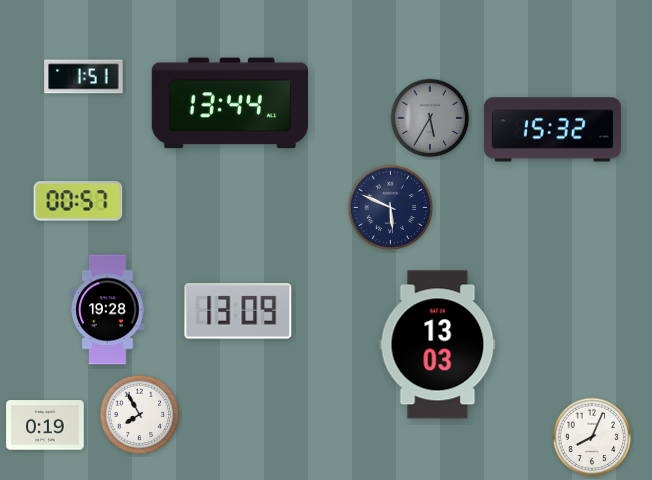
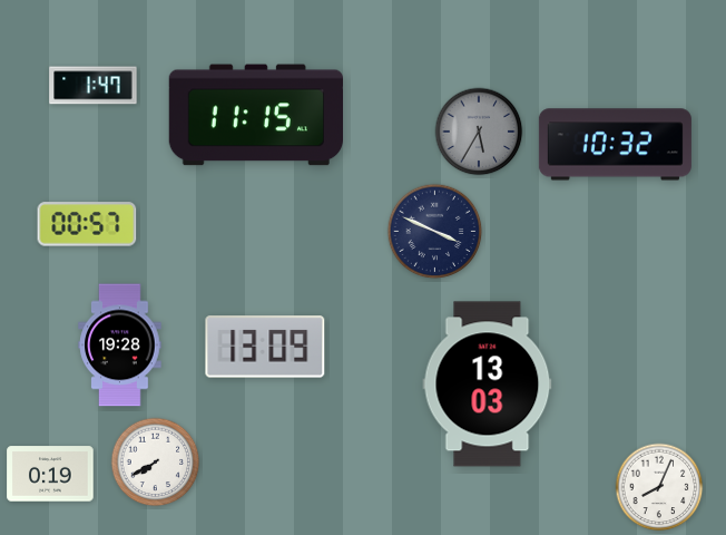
clock at (84, 77): 1:51 -> 1:47
clock at (229, 103): 13:44 -> 11:15
clock at (552, 130): 15:32 -> 10:32
clock at (391, 208): 5:49 -> 3:49
clock at (140, 415): 7:55 -> 7:40
